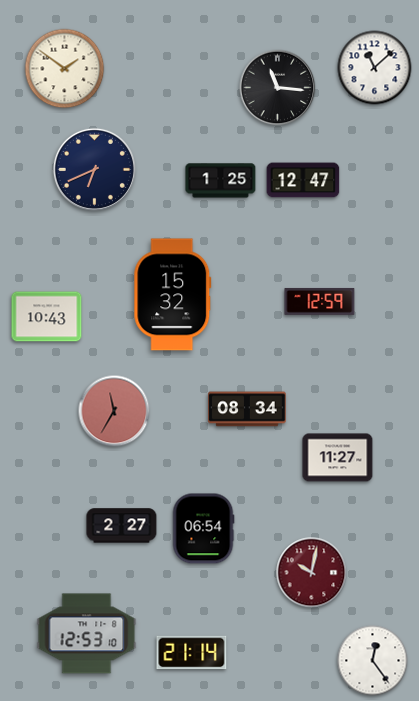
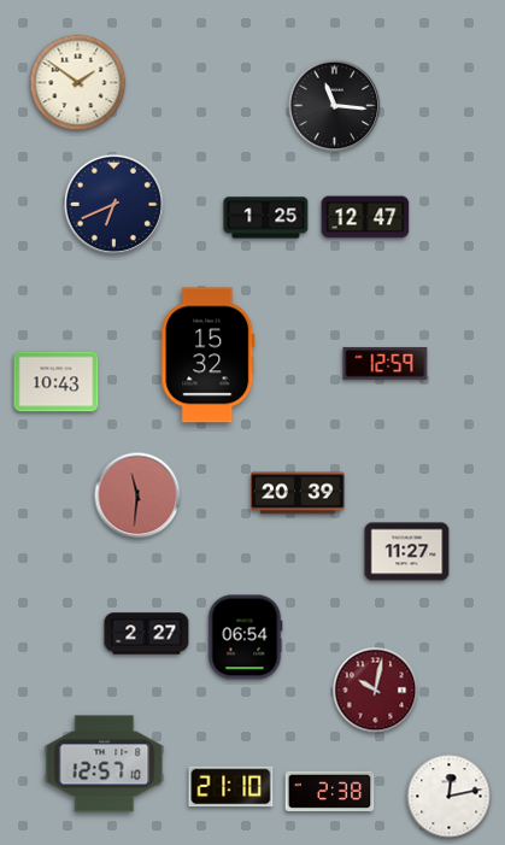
clock at (375, 68): 11:08 -> none
clock at (247, 409): 08:34 -> 20:39
clock at (114, 411): 11:35 -> 11:31
clock at (87, 634): 12:53 -> 12:57
clock at (192, 653): 21:14 -> 21:10
clock at (330, 791): none -> 2:38
clock at (373, 661): 12:24 -> 12:13
